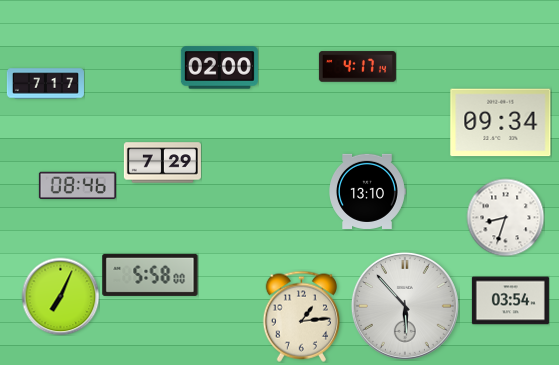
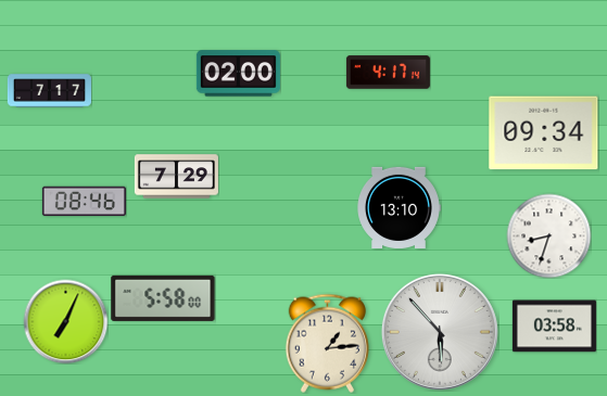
clock at (510, 301): 03:54 -> 03:58
